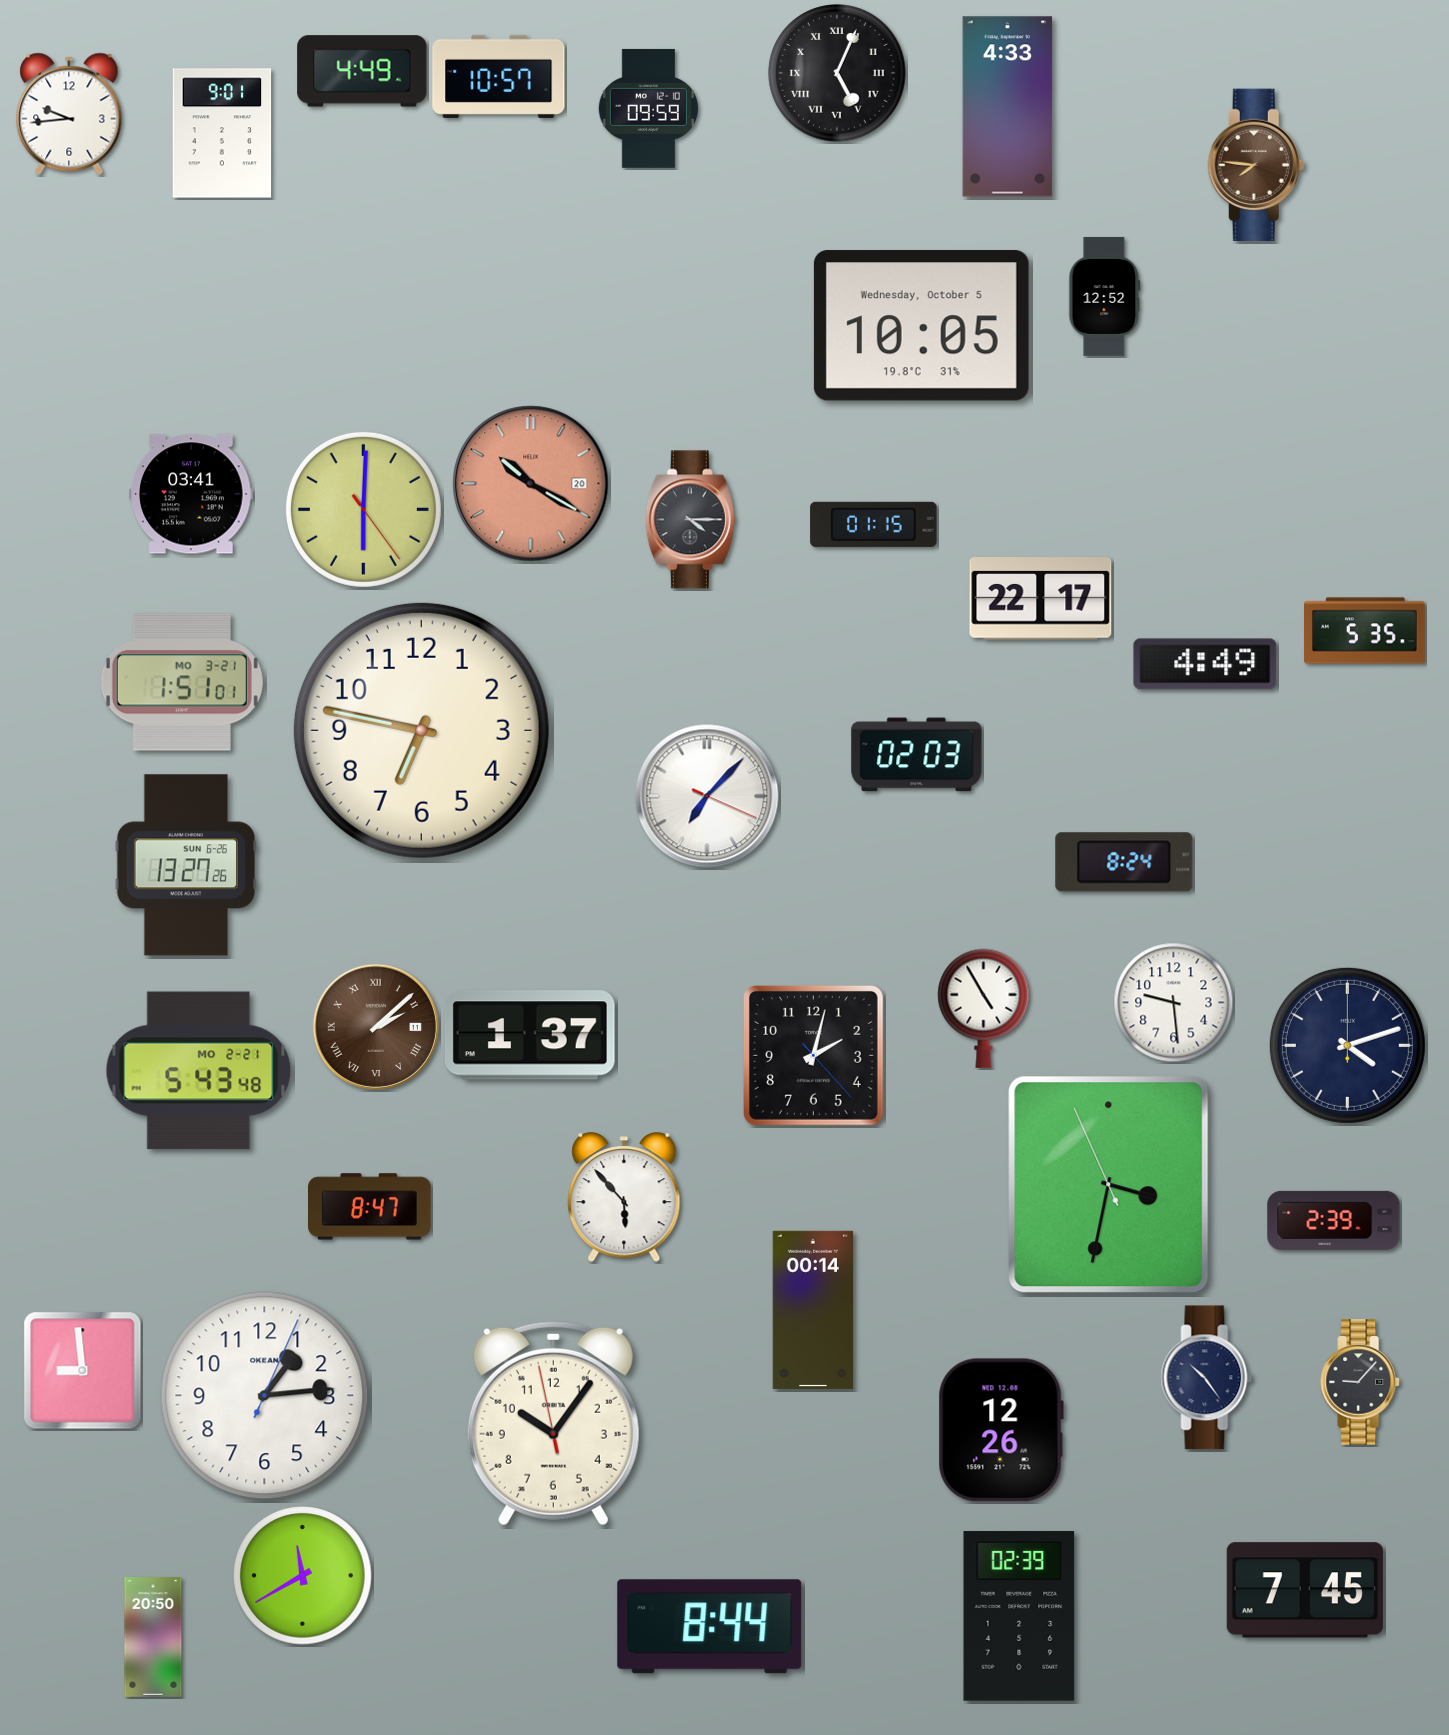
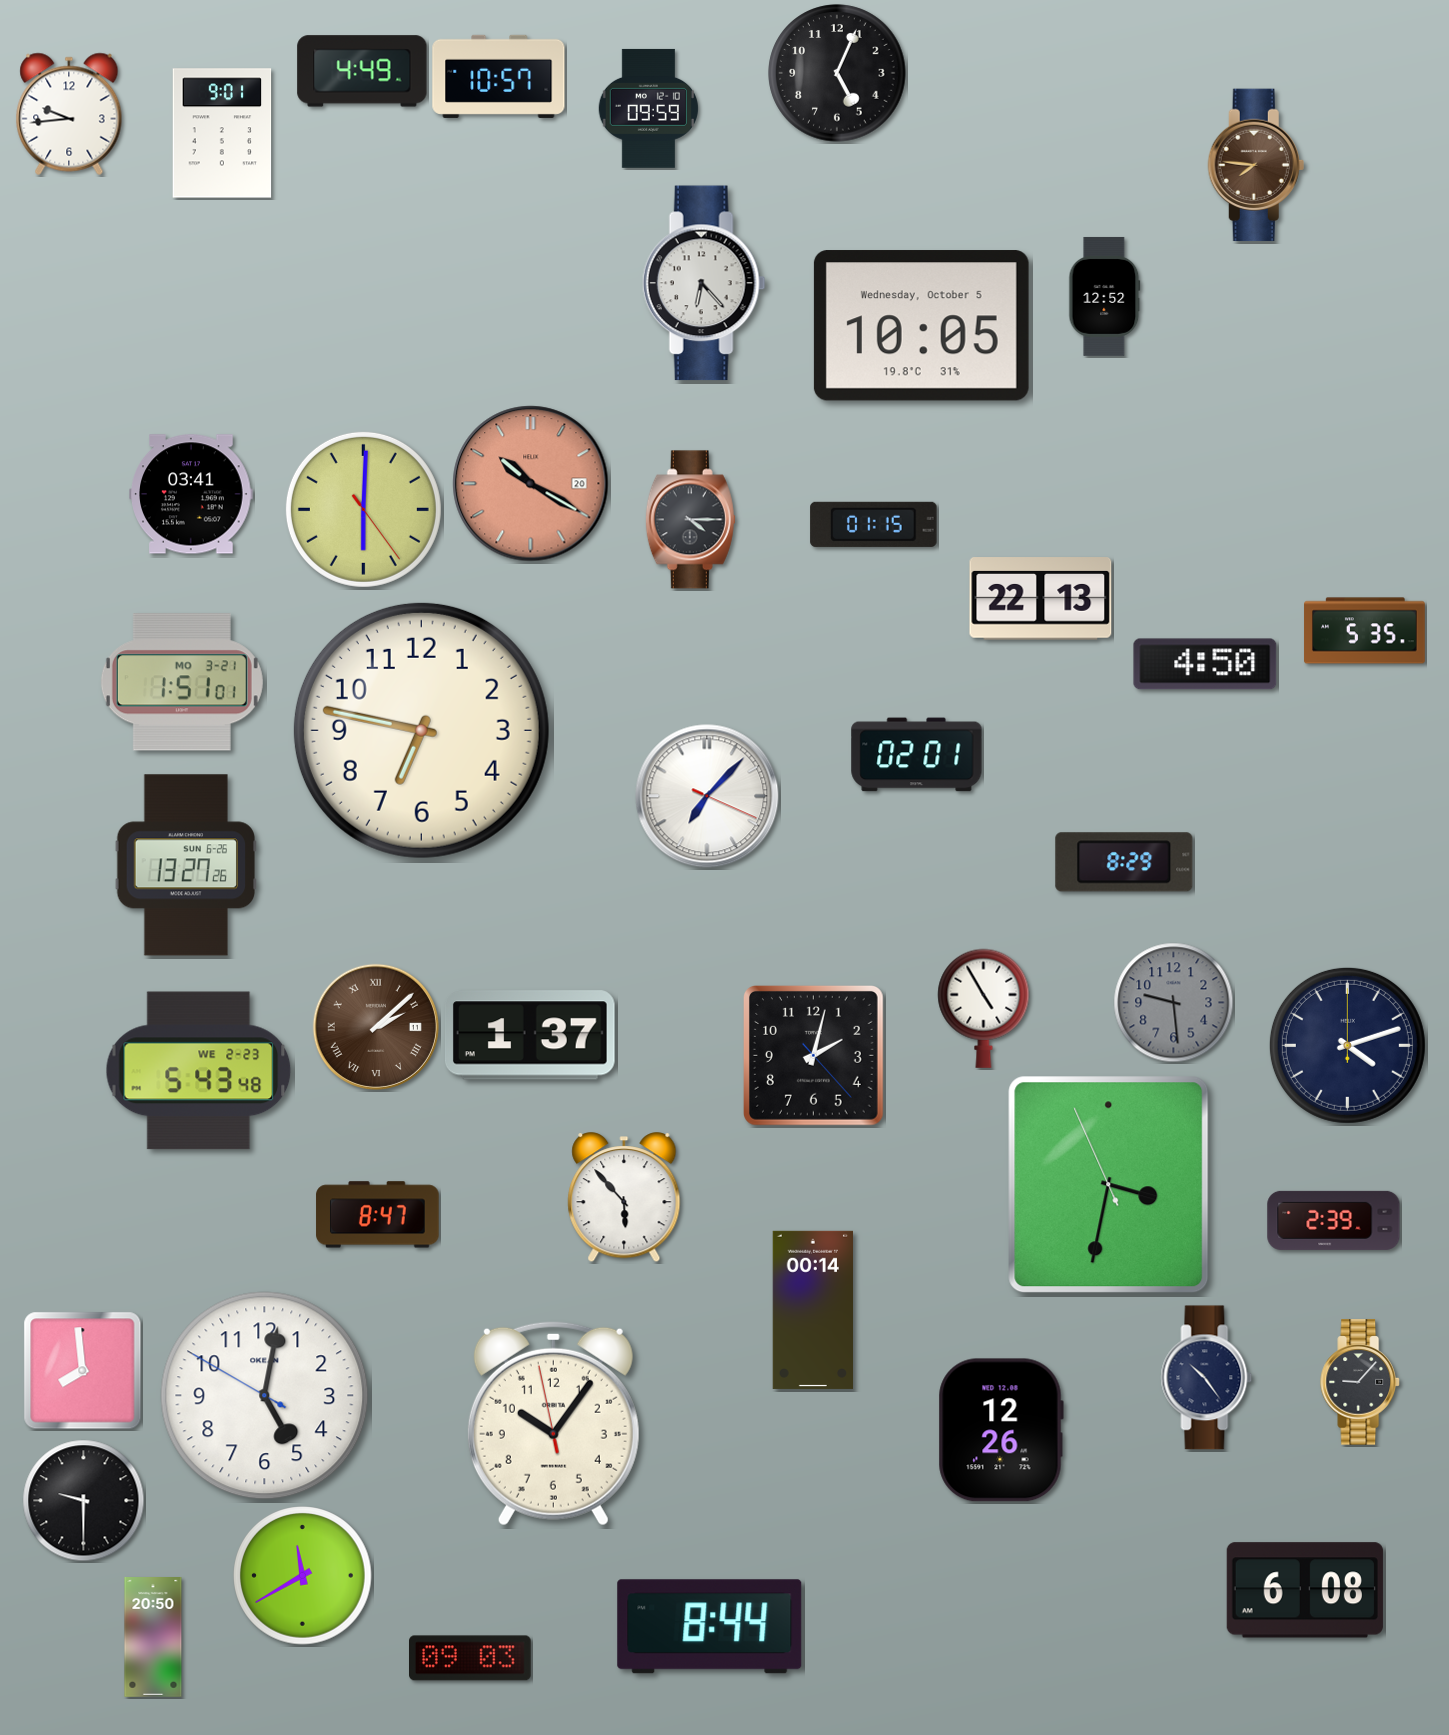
clock at (837, 73) numerals: Roman -> Arabic
clock at (1008, 107): 4:33 -> none
clock at (704, 283): none -> 6:23
clock at (1041, 599): 22:17 -> 22:13
clock at (1205, 664): 4:49 -> 4:50
clock at (917, 755): 02:03 -> 02:01
clock at (1124, 862): 8:24 -> 8:29
clock at (1174, 1003) dial: white -> grey
clock at (199, 1071) date: MO 2-21 -> WE 2-23
clock at (370, 1207) position: (370, 1207) -> (378, 1215)
clock at (83, 1371): 8:59 -> 7:59
clock at (265, 1396): 1:14 -> 5:01
clock at (84, 1501): none -> 9:30
clock at (1305, 1590): 7:45 -> 6:08
clock at (1019, 1616): 02:39 -> none
clock at (471, 1658): none -> 09:03
